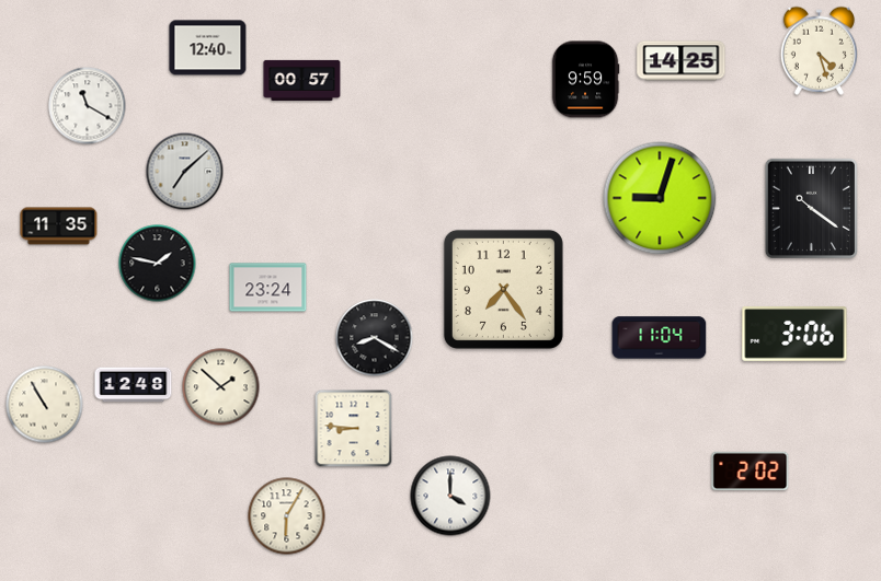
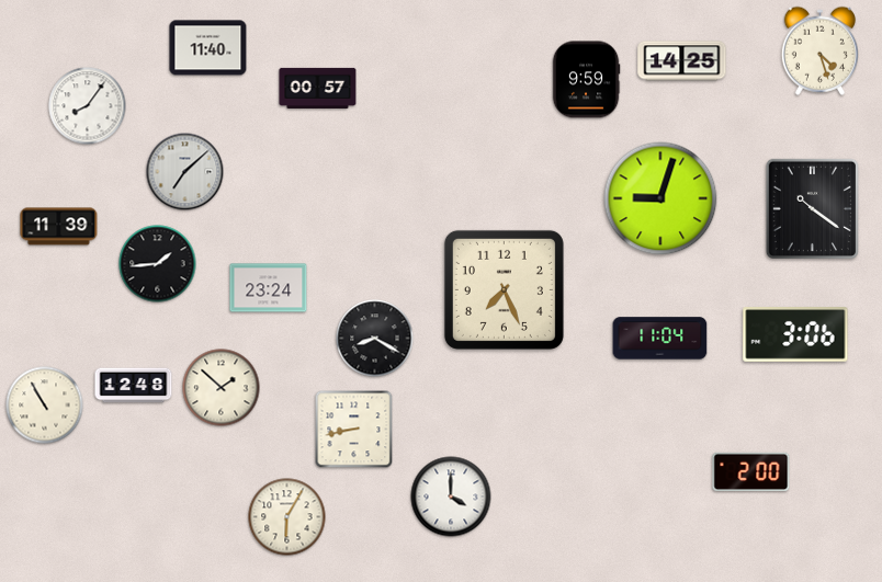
clock at (208, 48): 12:40 -> 11:40
clock at (302, 80) position: (302, 80) -> (318, 88)
clock at (88, 106): 11:20 -> 8:06
clock at (59, 226): 11:35 -> 11:39
clock at (158, 264): 1:47 -> 1:44
clock at (503, 289): 7:24 -> 7:26
clock at (354, 429): 8:46 -> 8:43
clock at (751, 470): 2:02 -> 2:00
